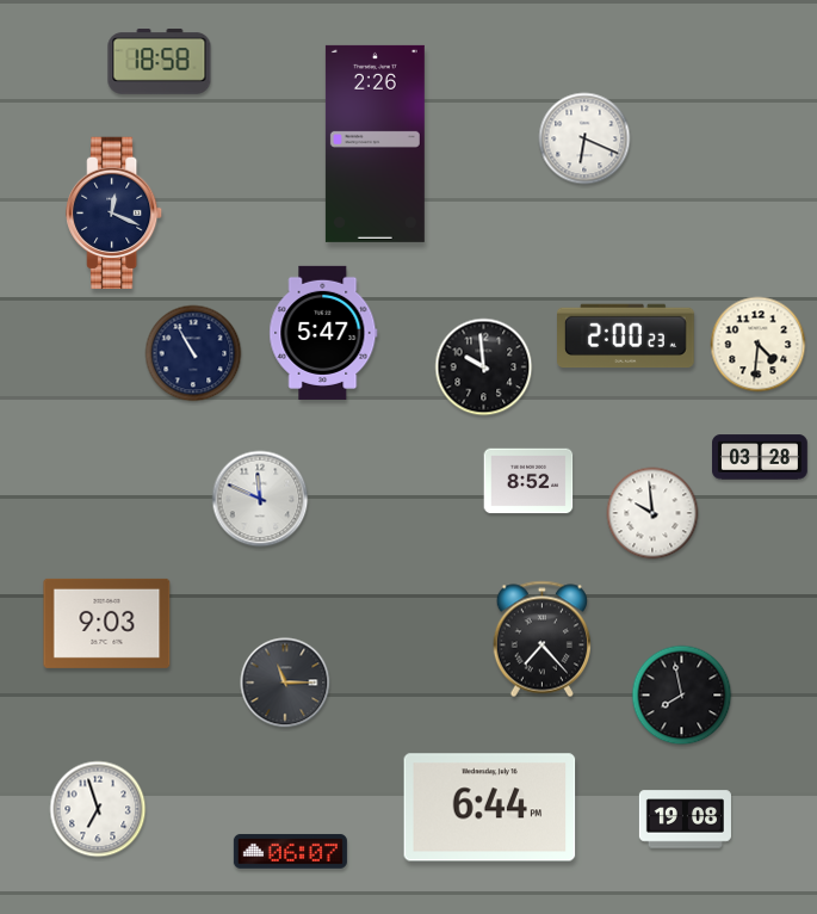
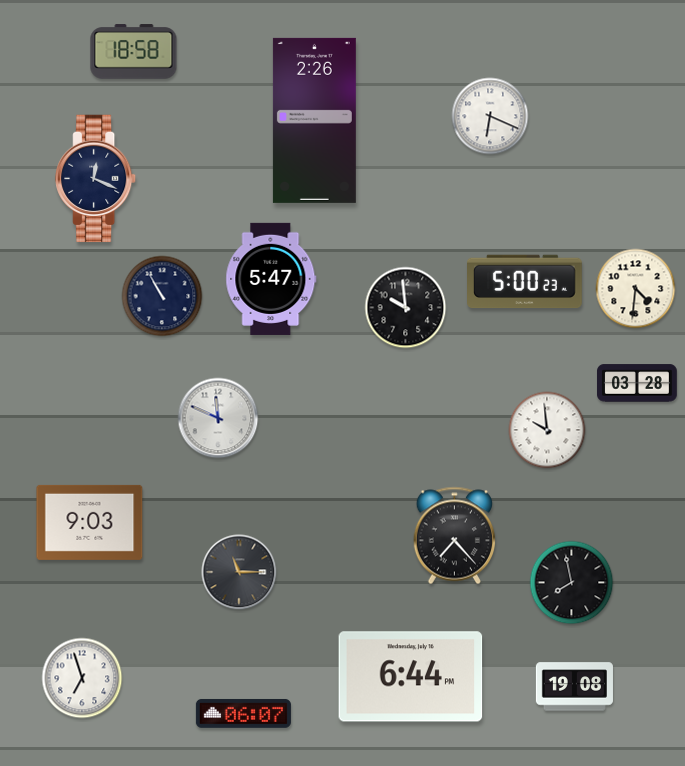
clock at (626, 336): 2:00 -> 5:00
clock at (528, 481): 8:52 -> none
